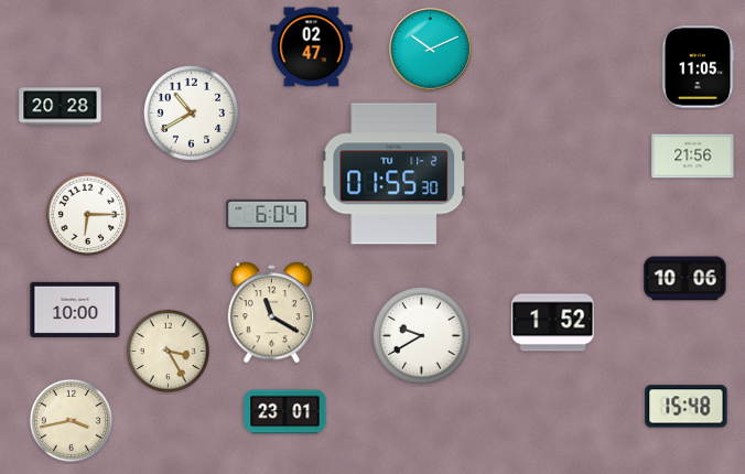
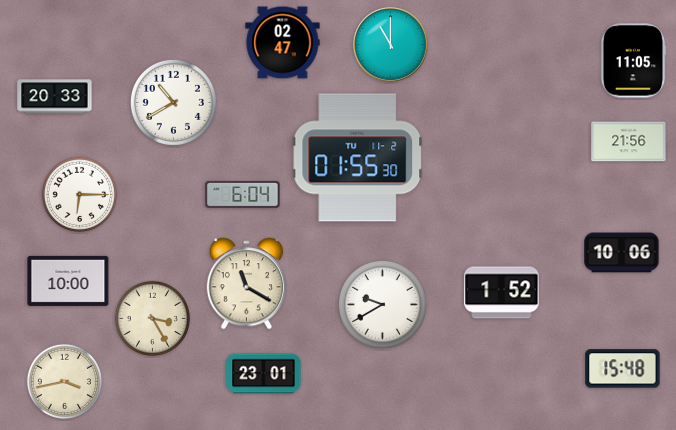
clock at (431, 50): 10:11 -> 11:00
clock at (61, 107): 20:28 -> 20:33
clock at (285, 412) position: (285, 412) -> (264, 374)
